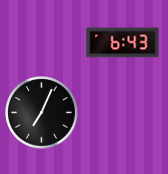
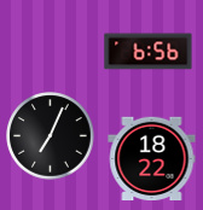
clock at (123, 43): 6:43 -> 6:56
clock at (152, 159): none -> 18:22
